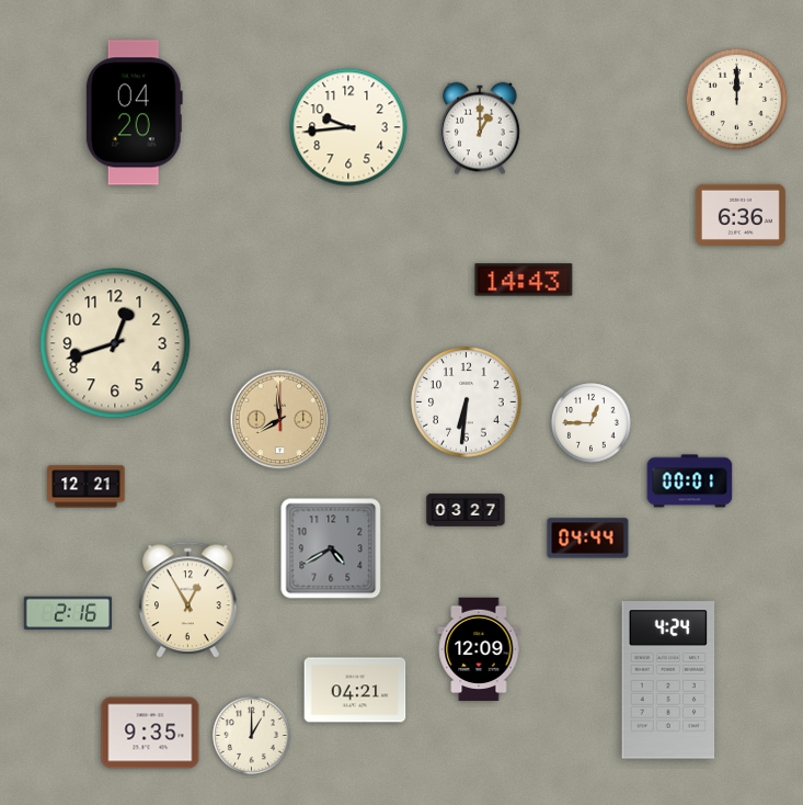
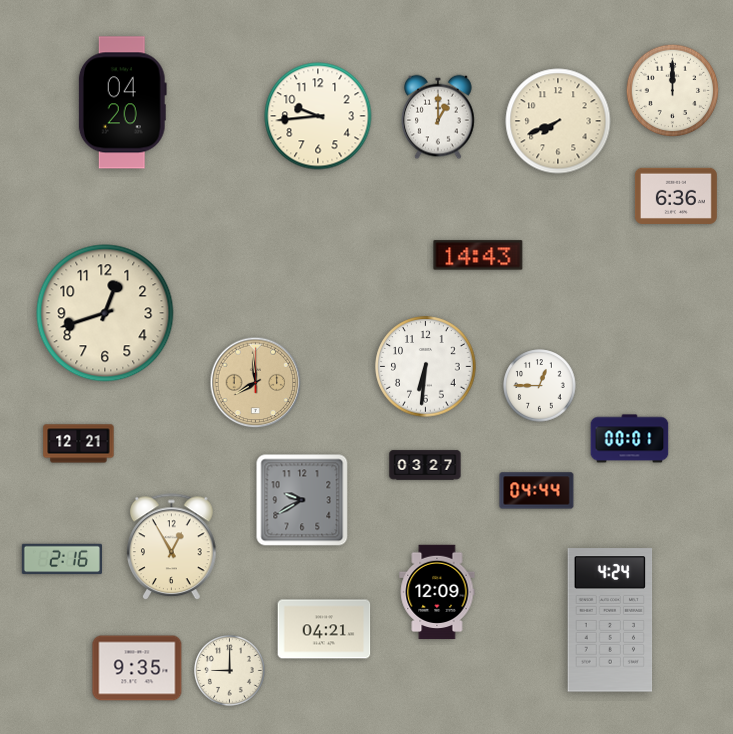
clock at (558, 121): none -> 7:41
clock at (331, 548): 4:40 -> 9:40
clock at (252, 736): 1:00 -> 9:00
